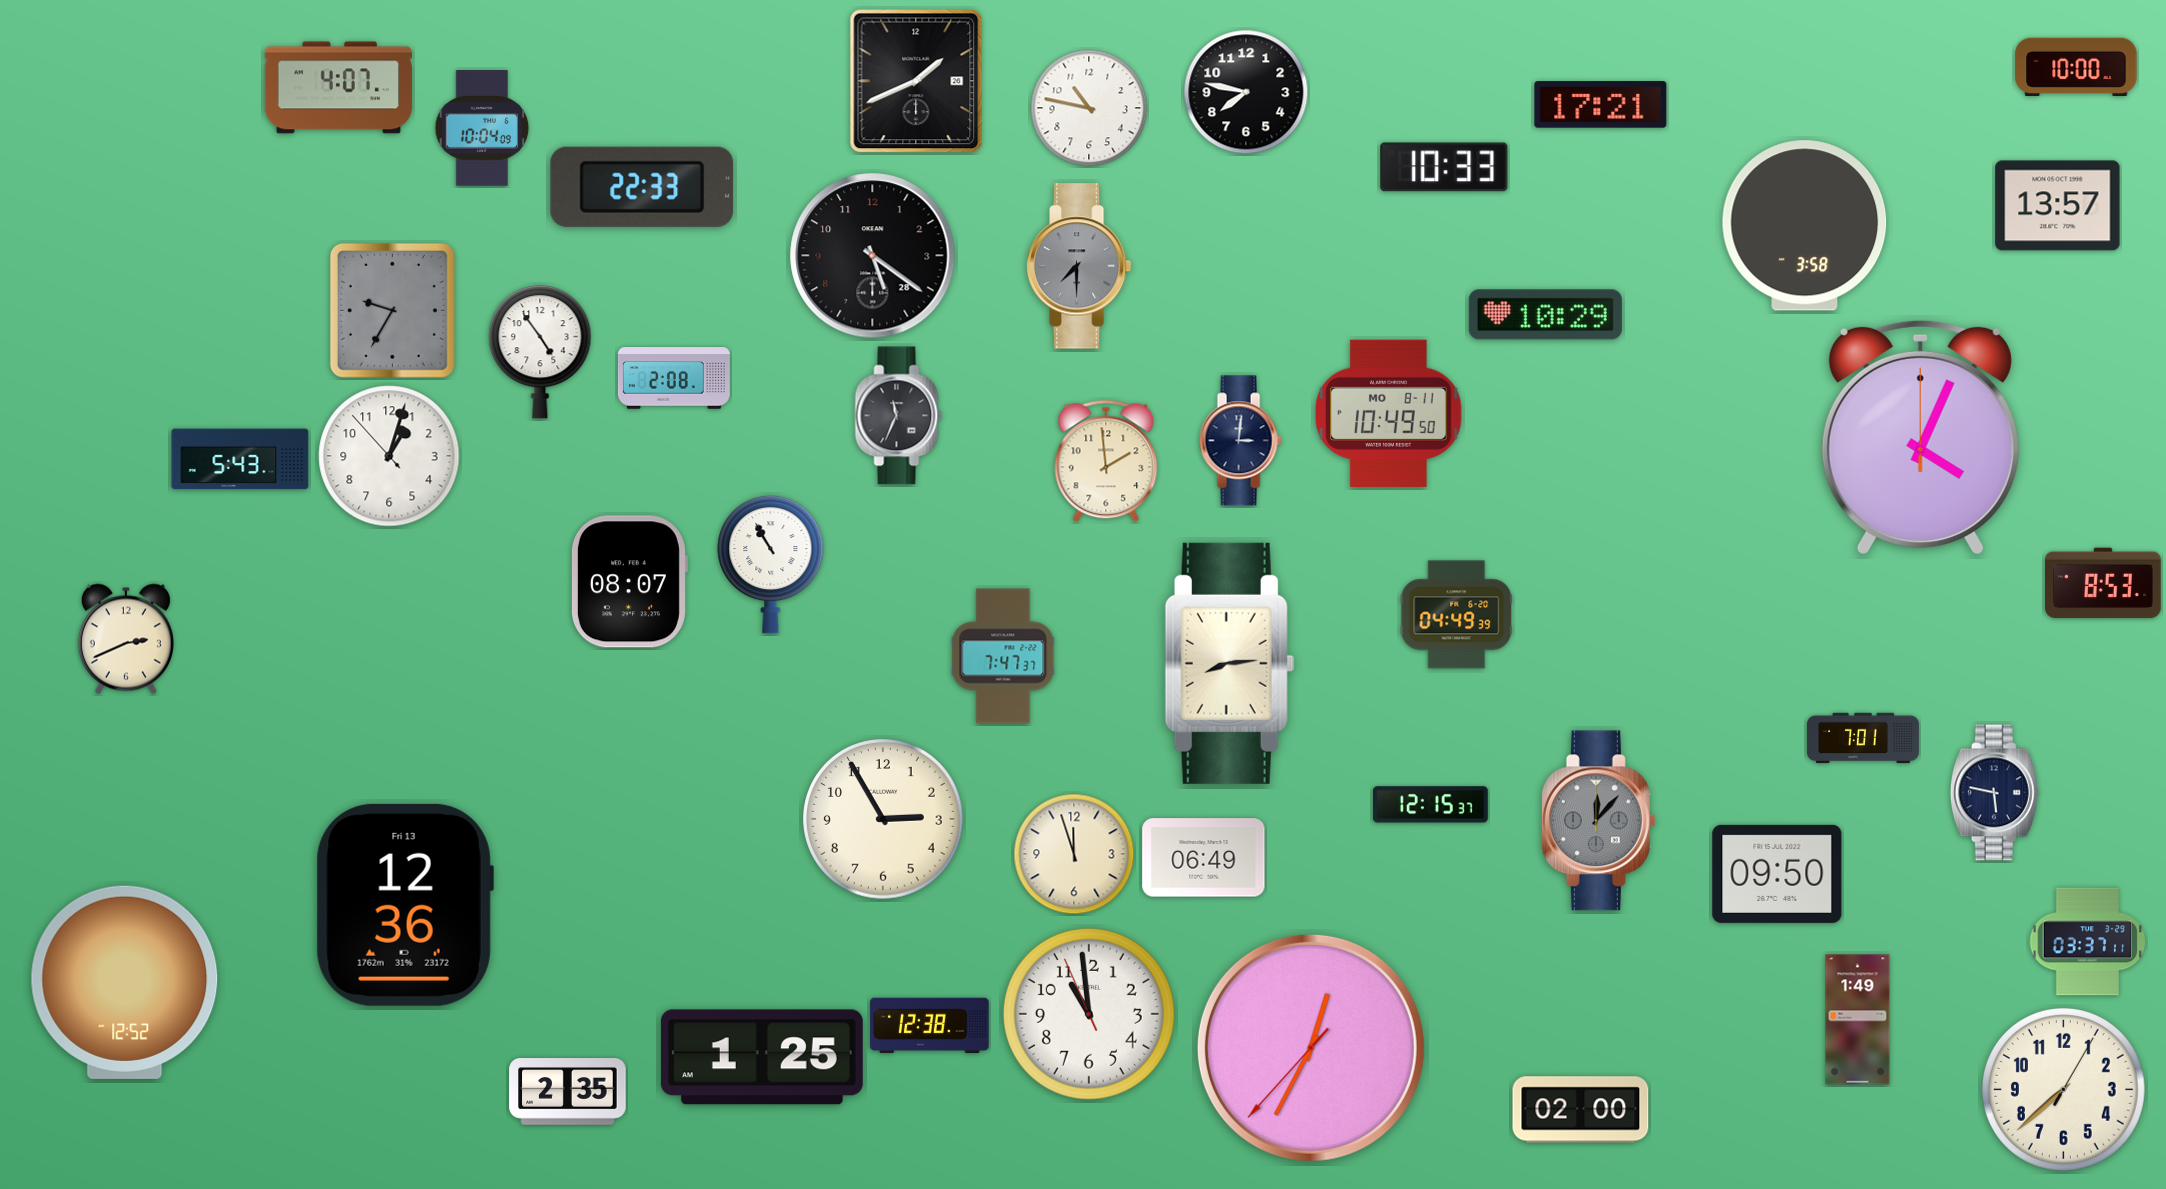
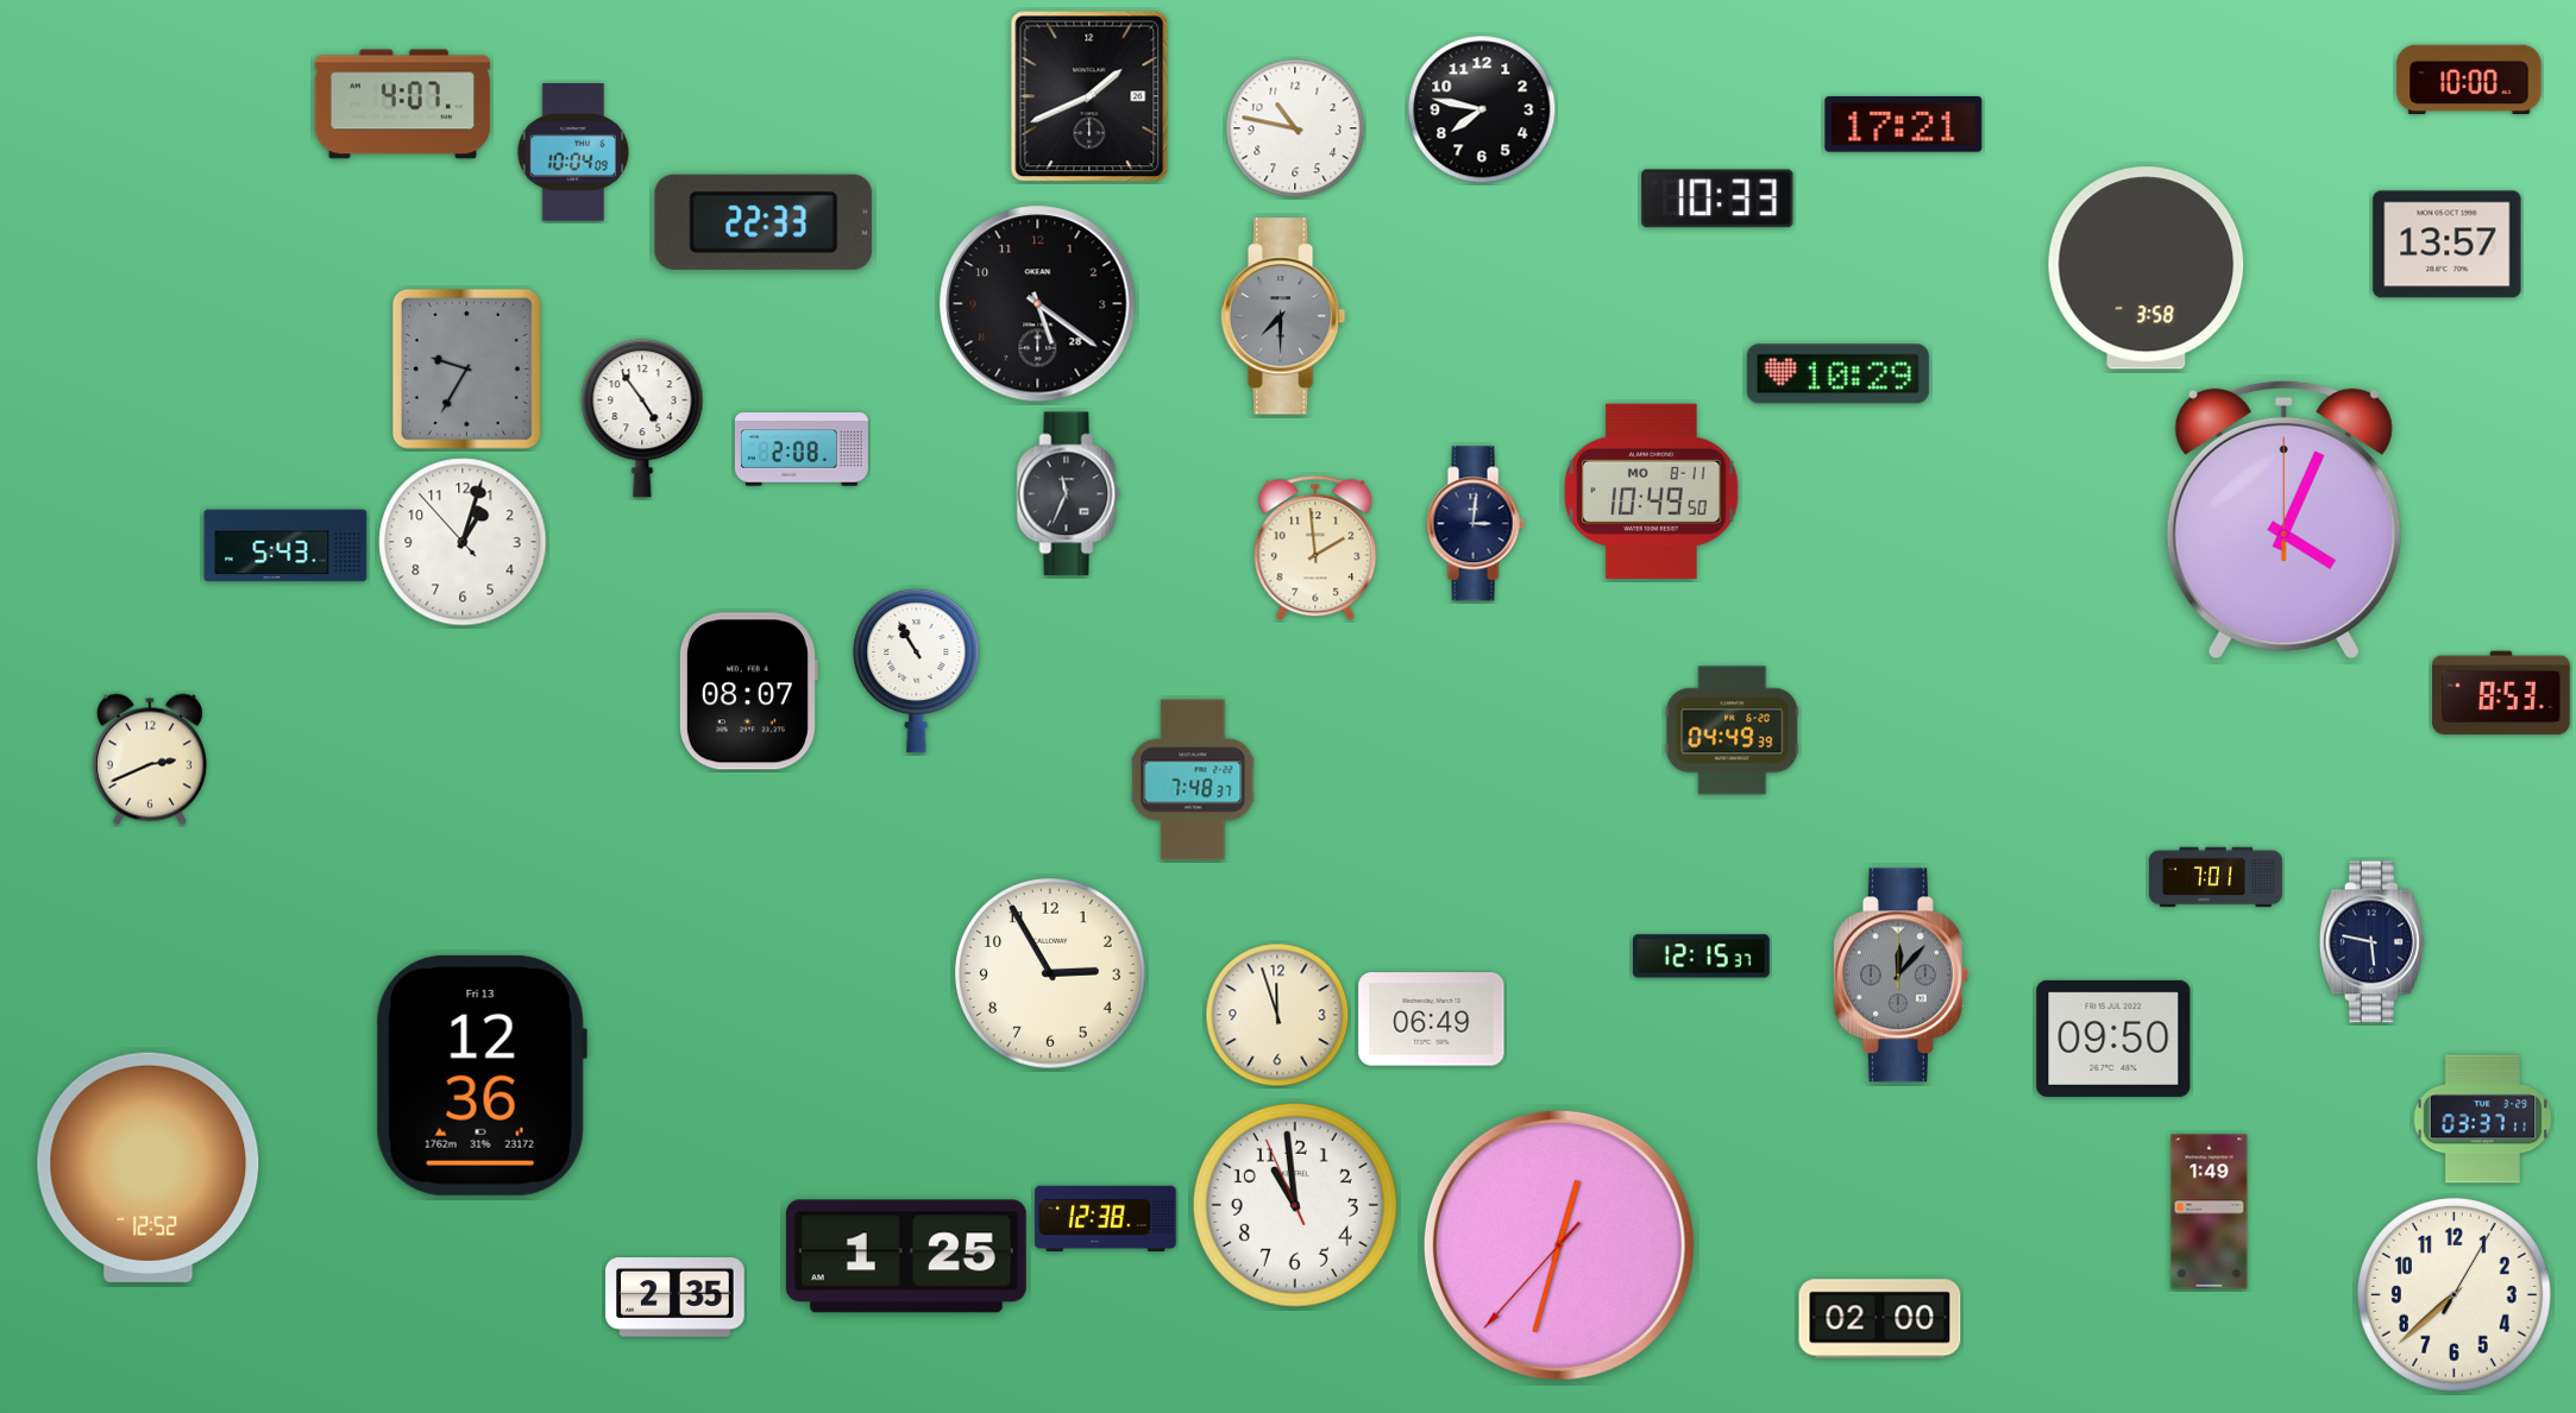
clock at (1003, 656): 7:47 -> 7:48
clock at (1229, 663): 8:14 -> none
clock at (1311, 1048): 12:34 -> 12:32
